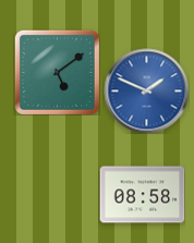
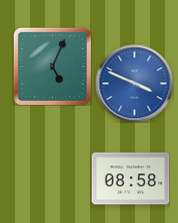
clock at (57, 72): 5:09 -> 5:04
clock at (146, 90): 1:49 -> 3:49
